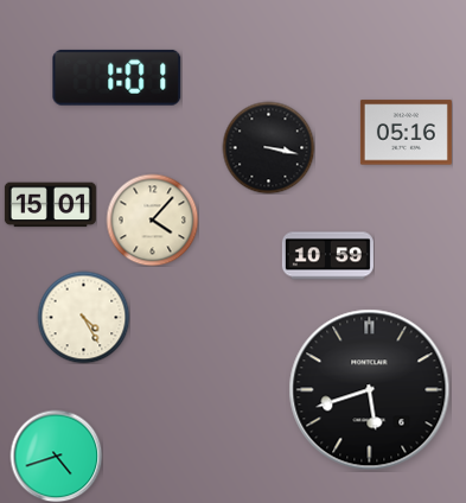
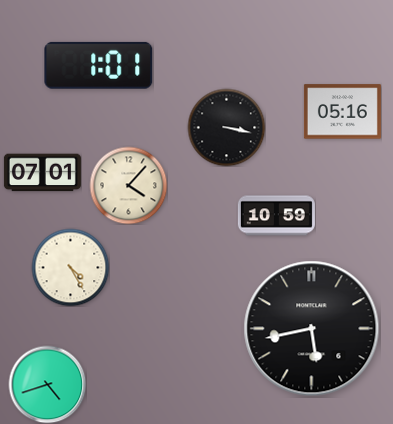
clock at (268, 147) position: (268, 147) -> (226, 127)
clock at (50, 205): 15:01 -> 07:01
clock at (370, 390): 5:42 -> 5:43
